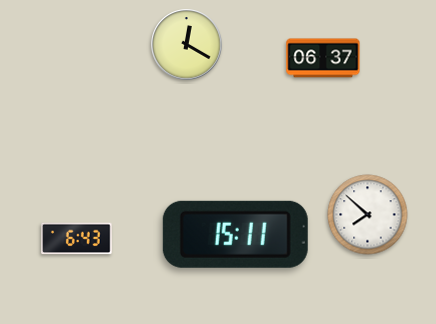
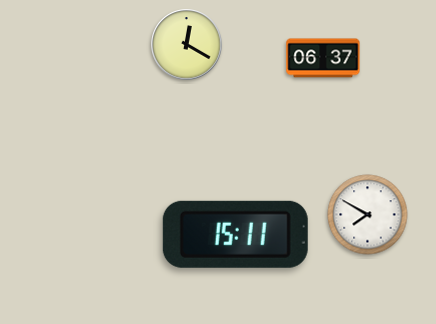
clock at (368, 215): 7:52 -> 7:50
clock at (77, 239): 6:43 -> none
